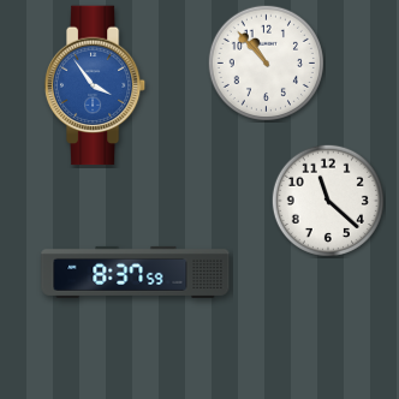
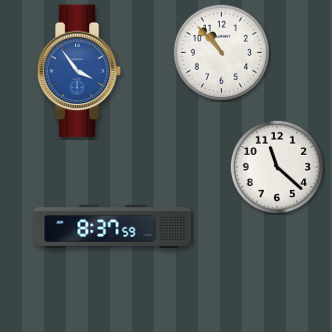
clock at (328, 201) position: (328, 201) -> (277, 167)
